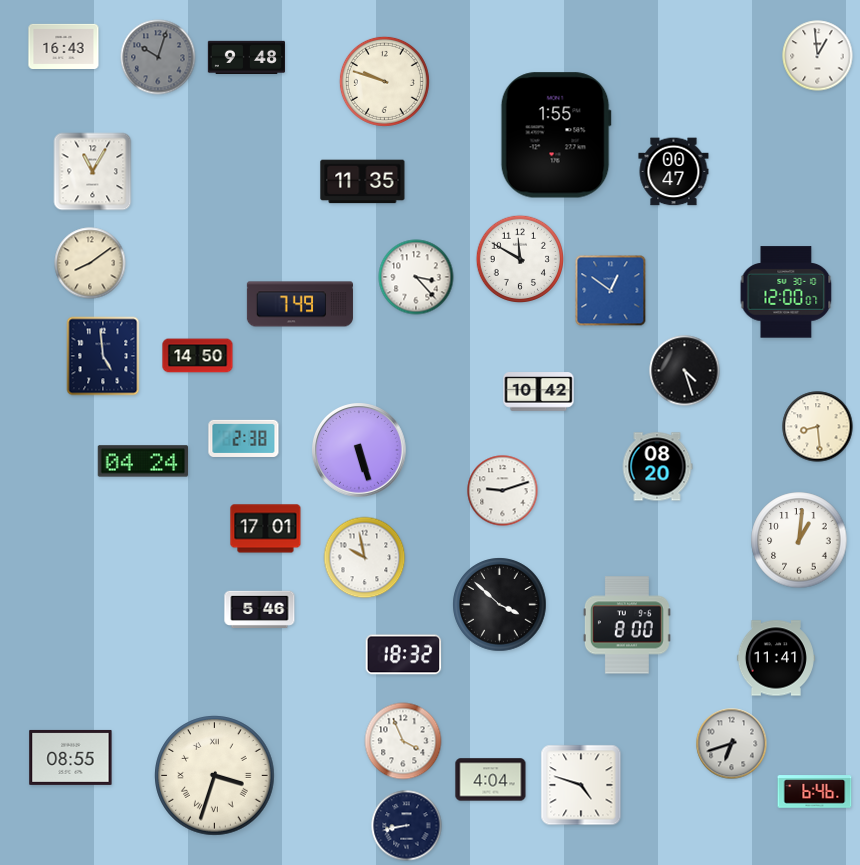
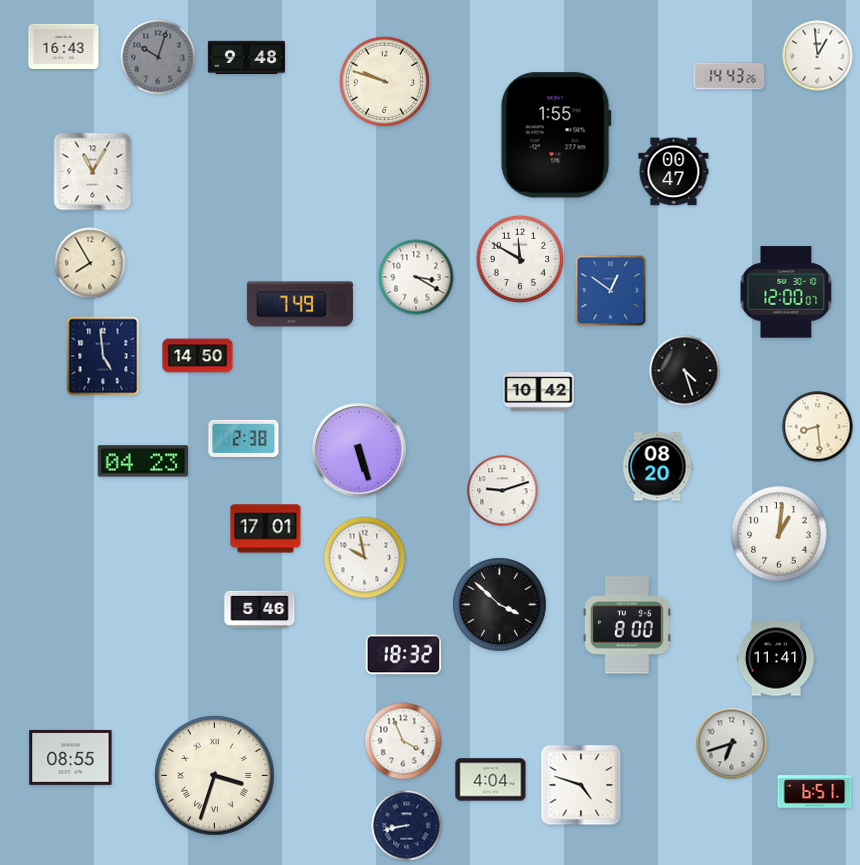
clock at (729, 76): none -> 14:43
clock at (363, 182): 11:35 -> none
clock at (90, 263): 8:09 -> 7:55
clock at (416, 277): 3:23 -> 3:20
clock at (143, 461): 04:24 -> 04:23
clock at (799, 540) position: (799, 540) -> (779, 534)
clock at (815, 792): 6:46 -> 6:51
